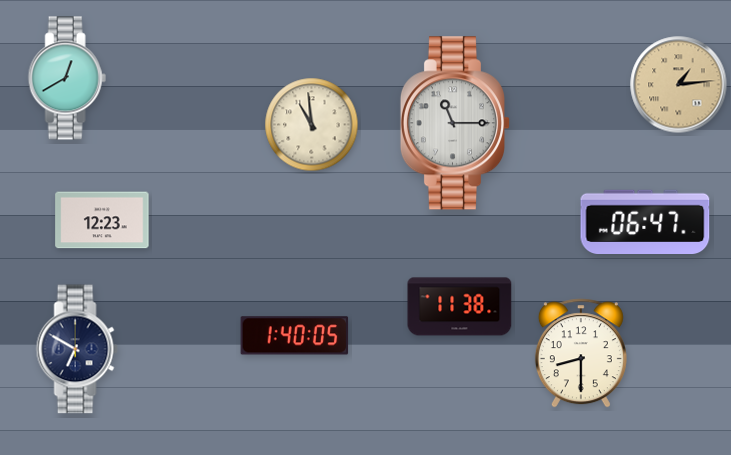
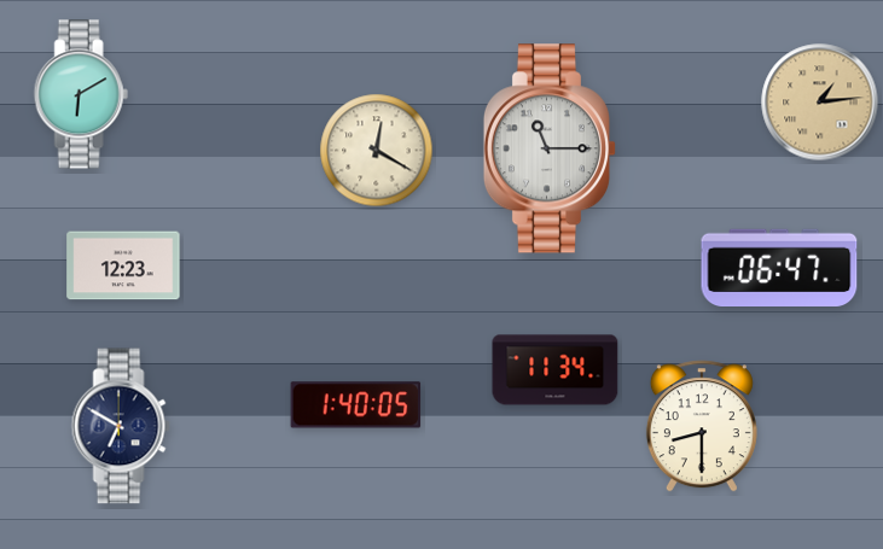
clock at (67, 78): 12:40 -> 6:10
clock at (312, 125): 10:59 -> 12:20
clock at (460, 307): 11:38 -> 11:34
clock at (77, 349) position: (77, 349) -> (121, 426)
